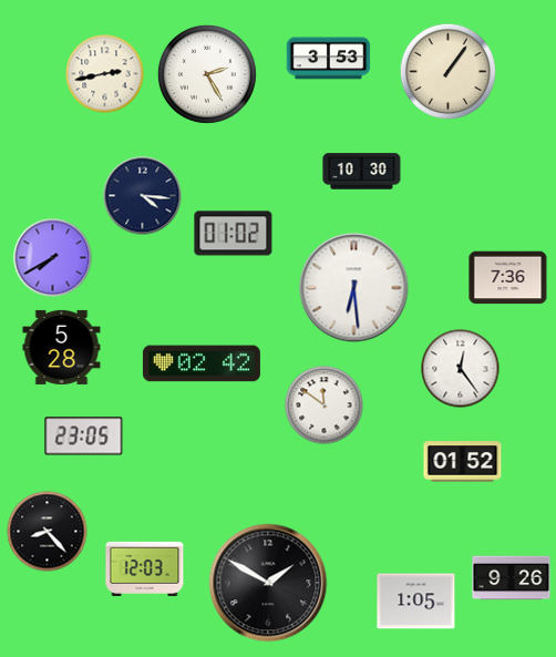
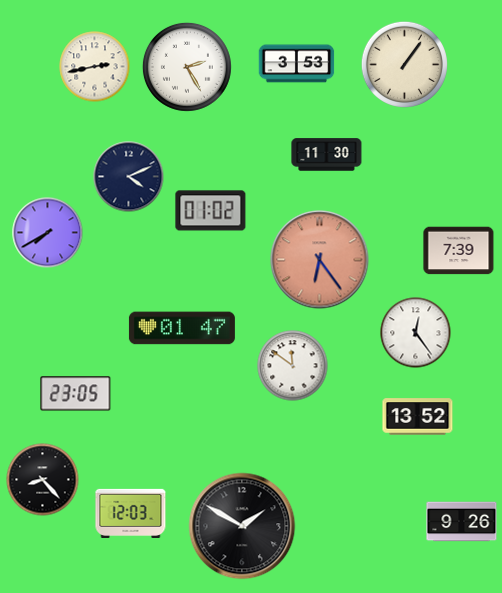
clock at (329, 59) position: (329, 59) -> (297, 64)
clock at (362, 172): 10:30 -> 11:30
clock at (143, 196): 4:16 -> 4:11
clock at (508, 278): 7:36 -> 7:39
clock at (354, 288): 6:29 -> 6:24
clock at (354, 288) dial: white -> salmon
clock at (62, 347): 5:28 -> none
clock at (202, 363): 02:42 -> 01:47
clock at (463, 462): 01:52 -> 13:52
clock at (416, 602): 1:05 -> none
